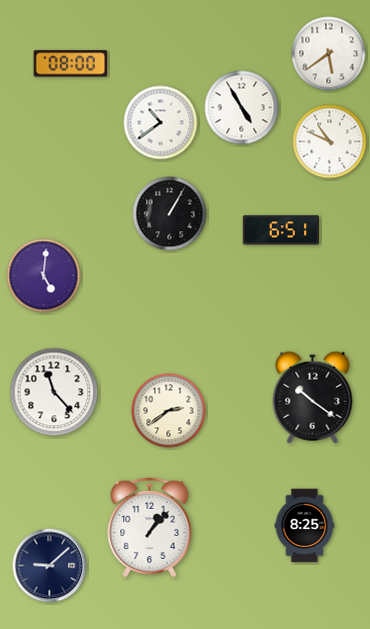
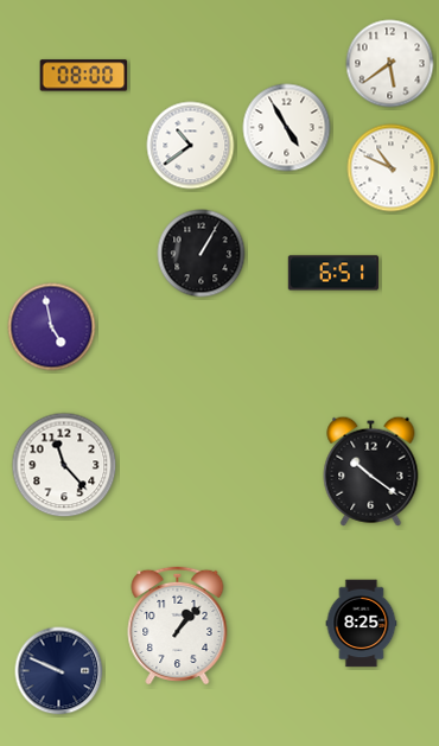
clock at (44, 276): 5:01 -> 4:58
clock at (169, 411): 2:39 -> none
clock at (50, 566): 9:08 -> 9:49
